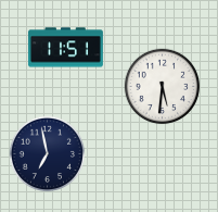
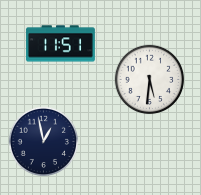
clock at (48, 154): 6:58 -> 12:58
